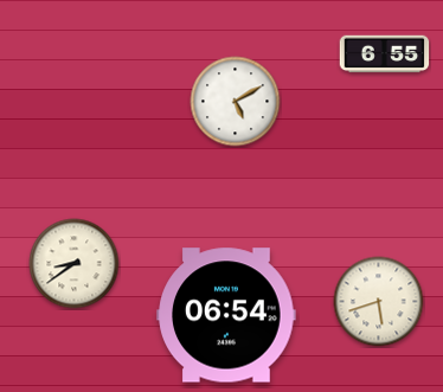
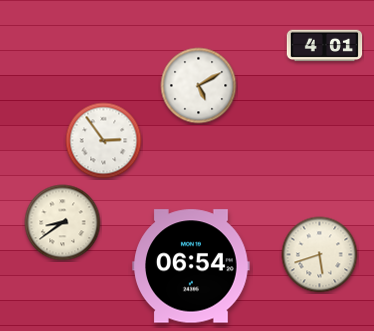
clock at (385, 54): 6:55 -> 4:01
clock at (104, 141): none -> 2:54
